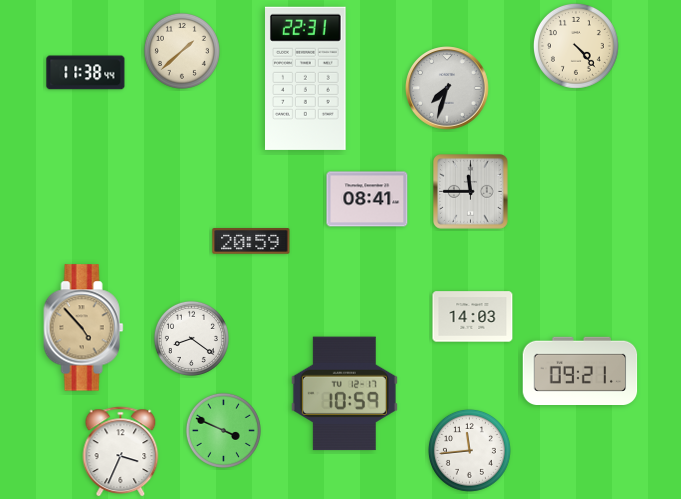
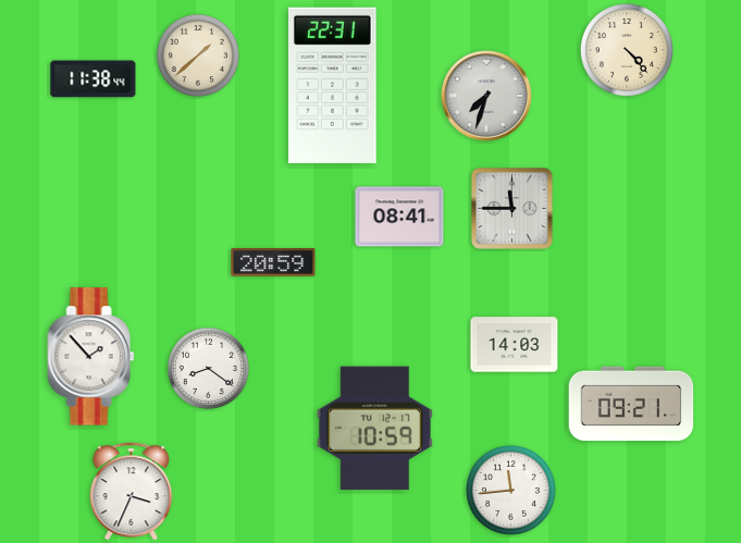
clock at (84, 328): 4:53 -> 1:53
clock at (84, 328) dial: champagne -> white
clock at (223, 430): 3:49 -> none
